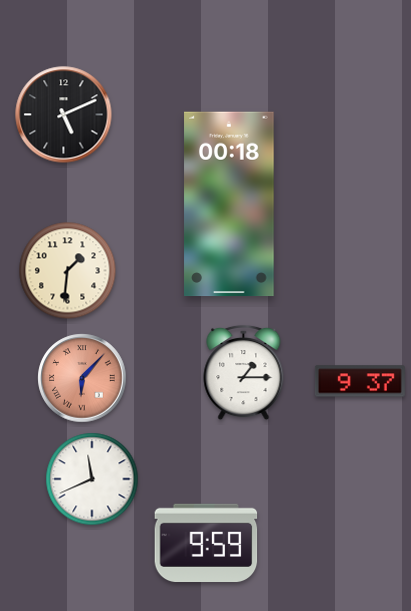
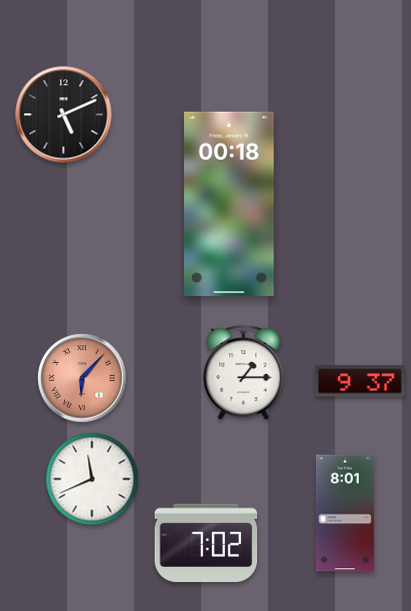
clock at (68, 271): 1:31 -> none
clock at (345, 513): none -> 8:01
clock at (206, 542): 9:59 -> 7:02
